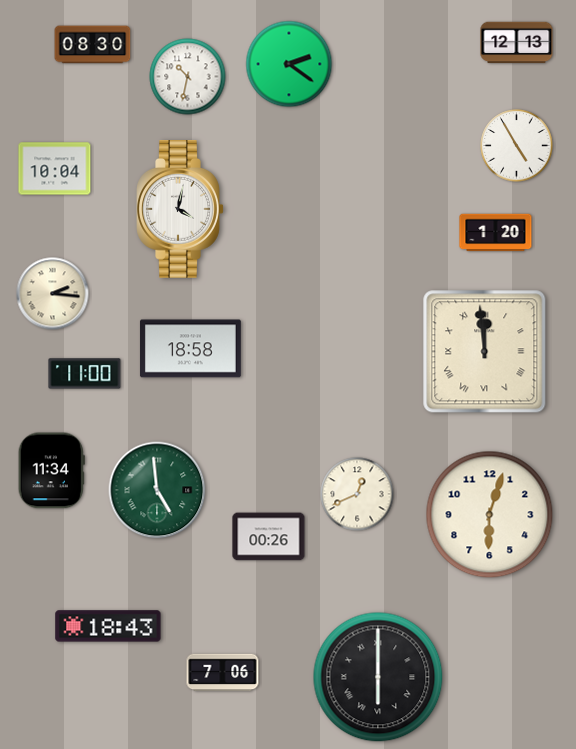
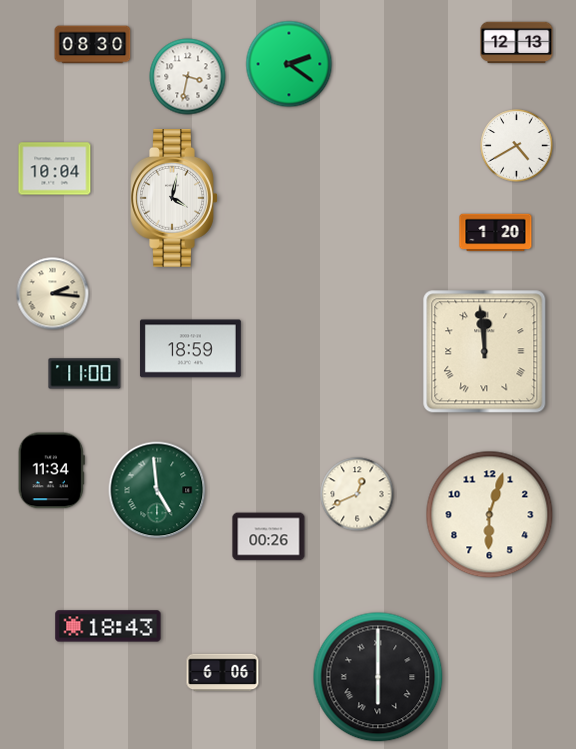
clock at (188, 77): 10:32 -> 3:32
clock at (517, 146): 4:55 -> 4:40
clock at (180, 210) position: (180, 210) -> (174, 199)
clock at (190, 349): 18:58 -> 18:59
clock at (223, 673): 7:06 -> 6:06
